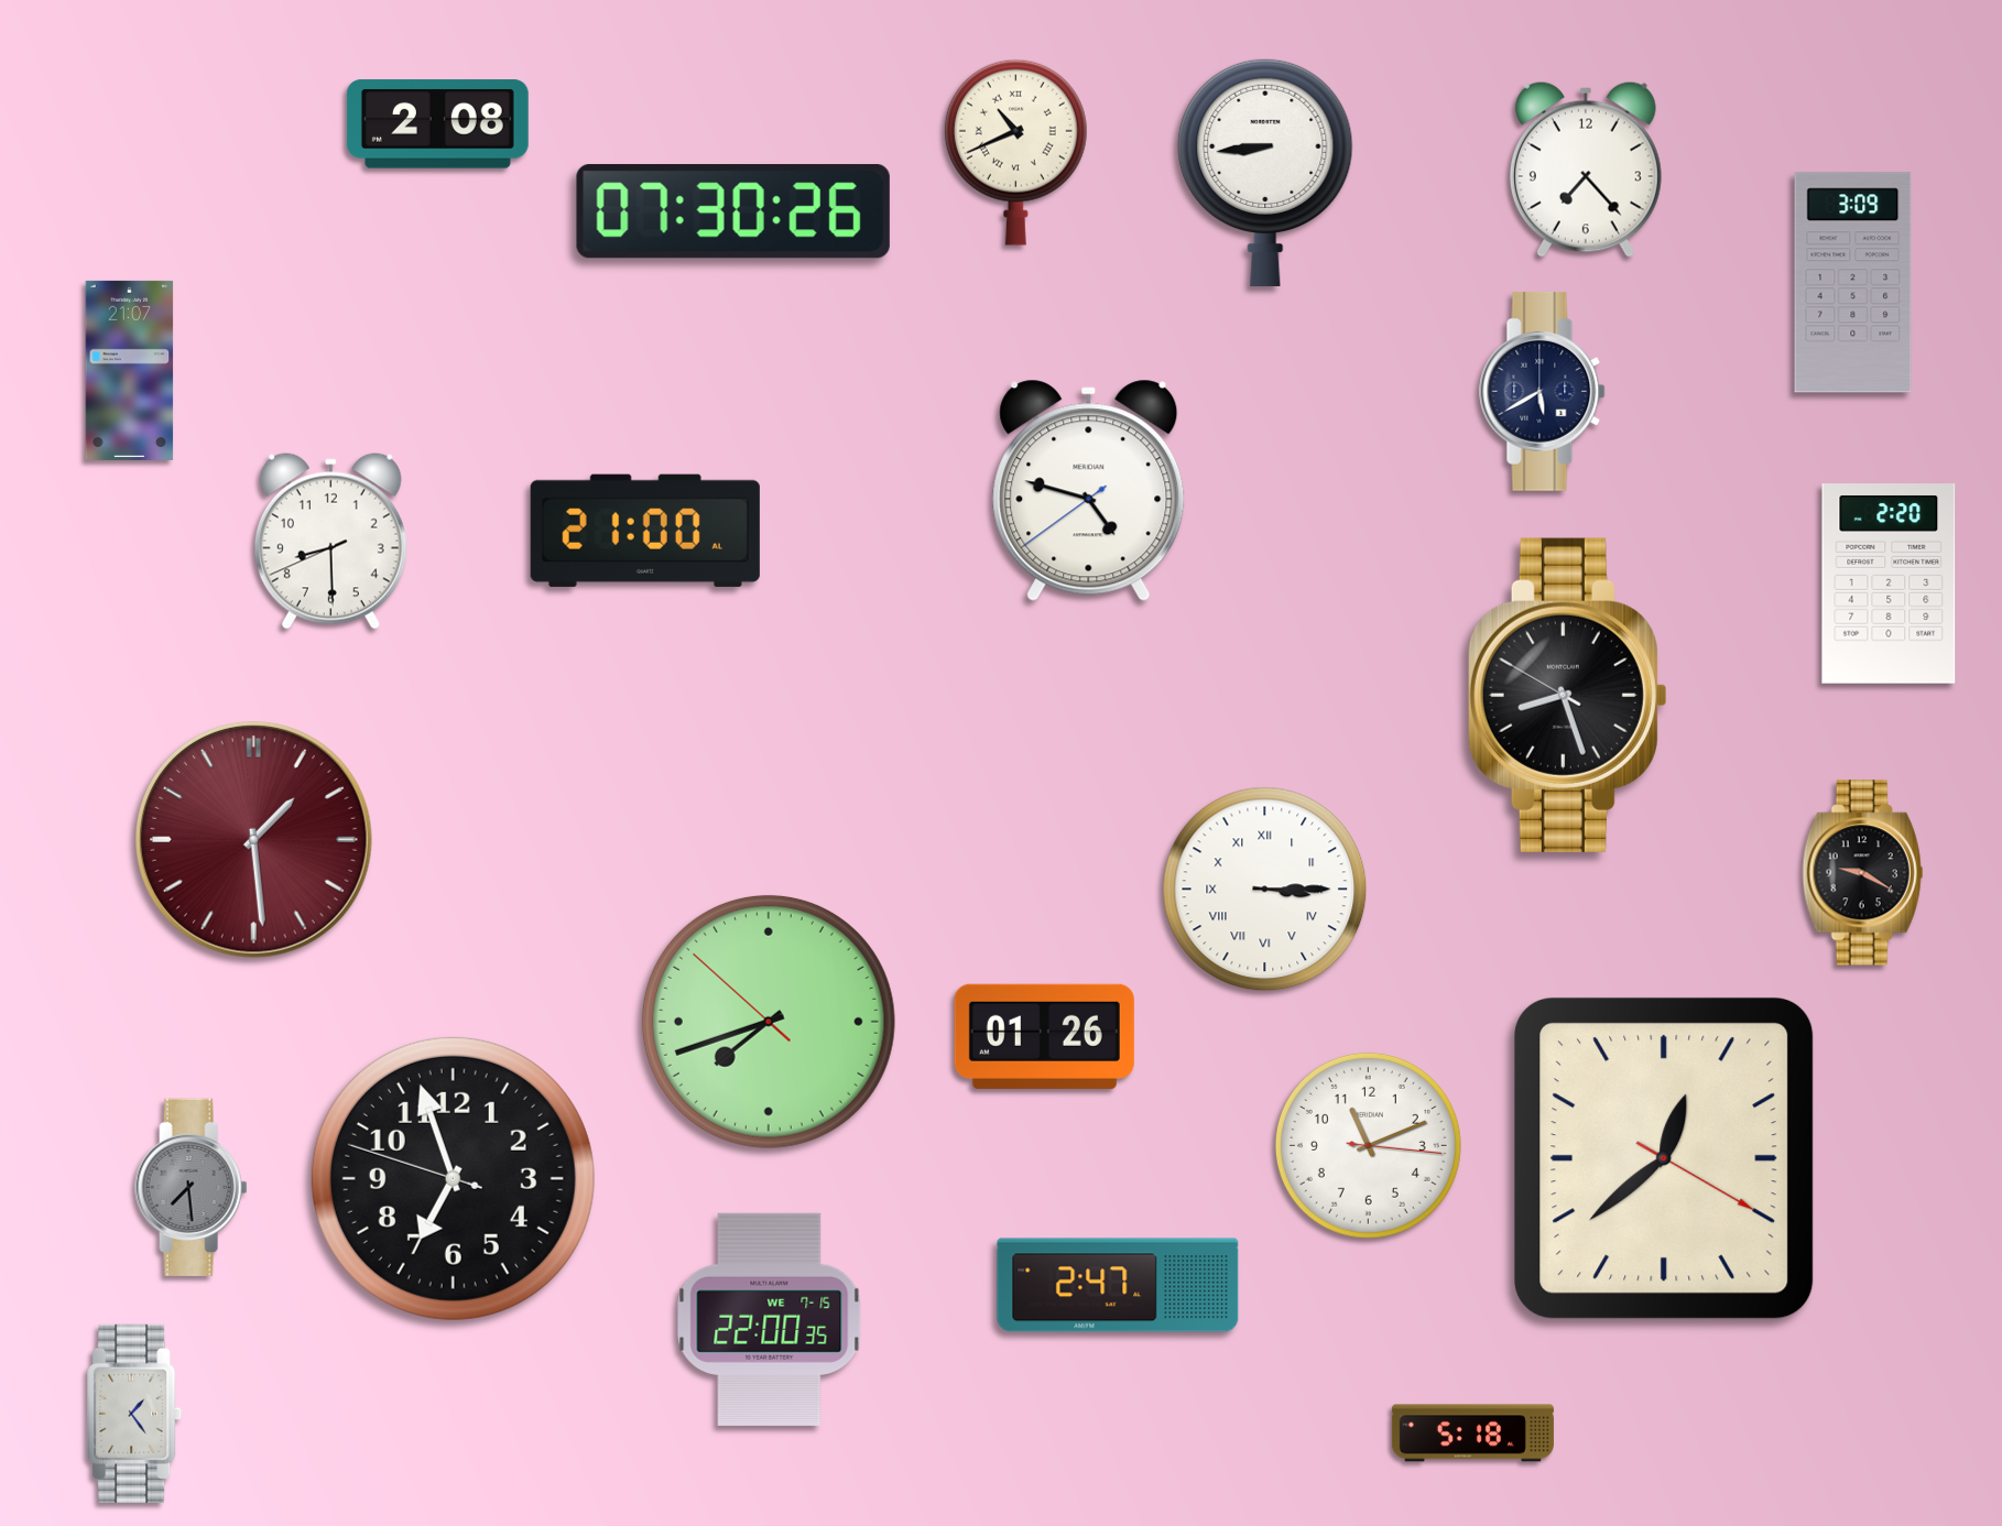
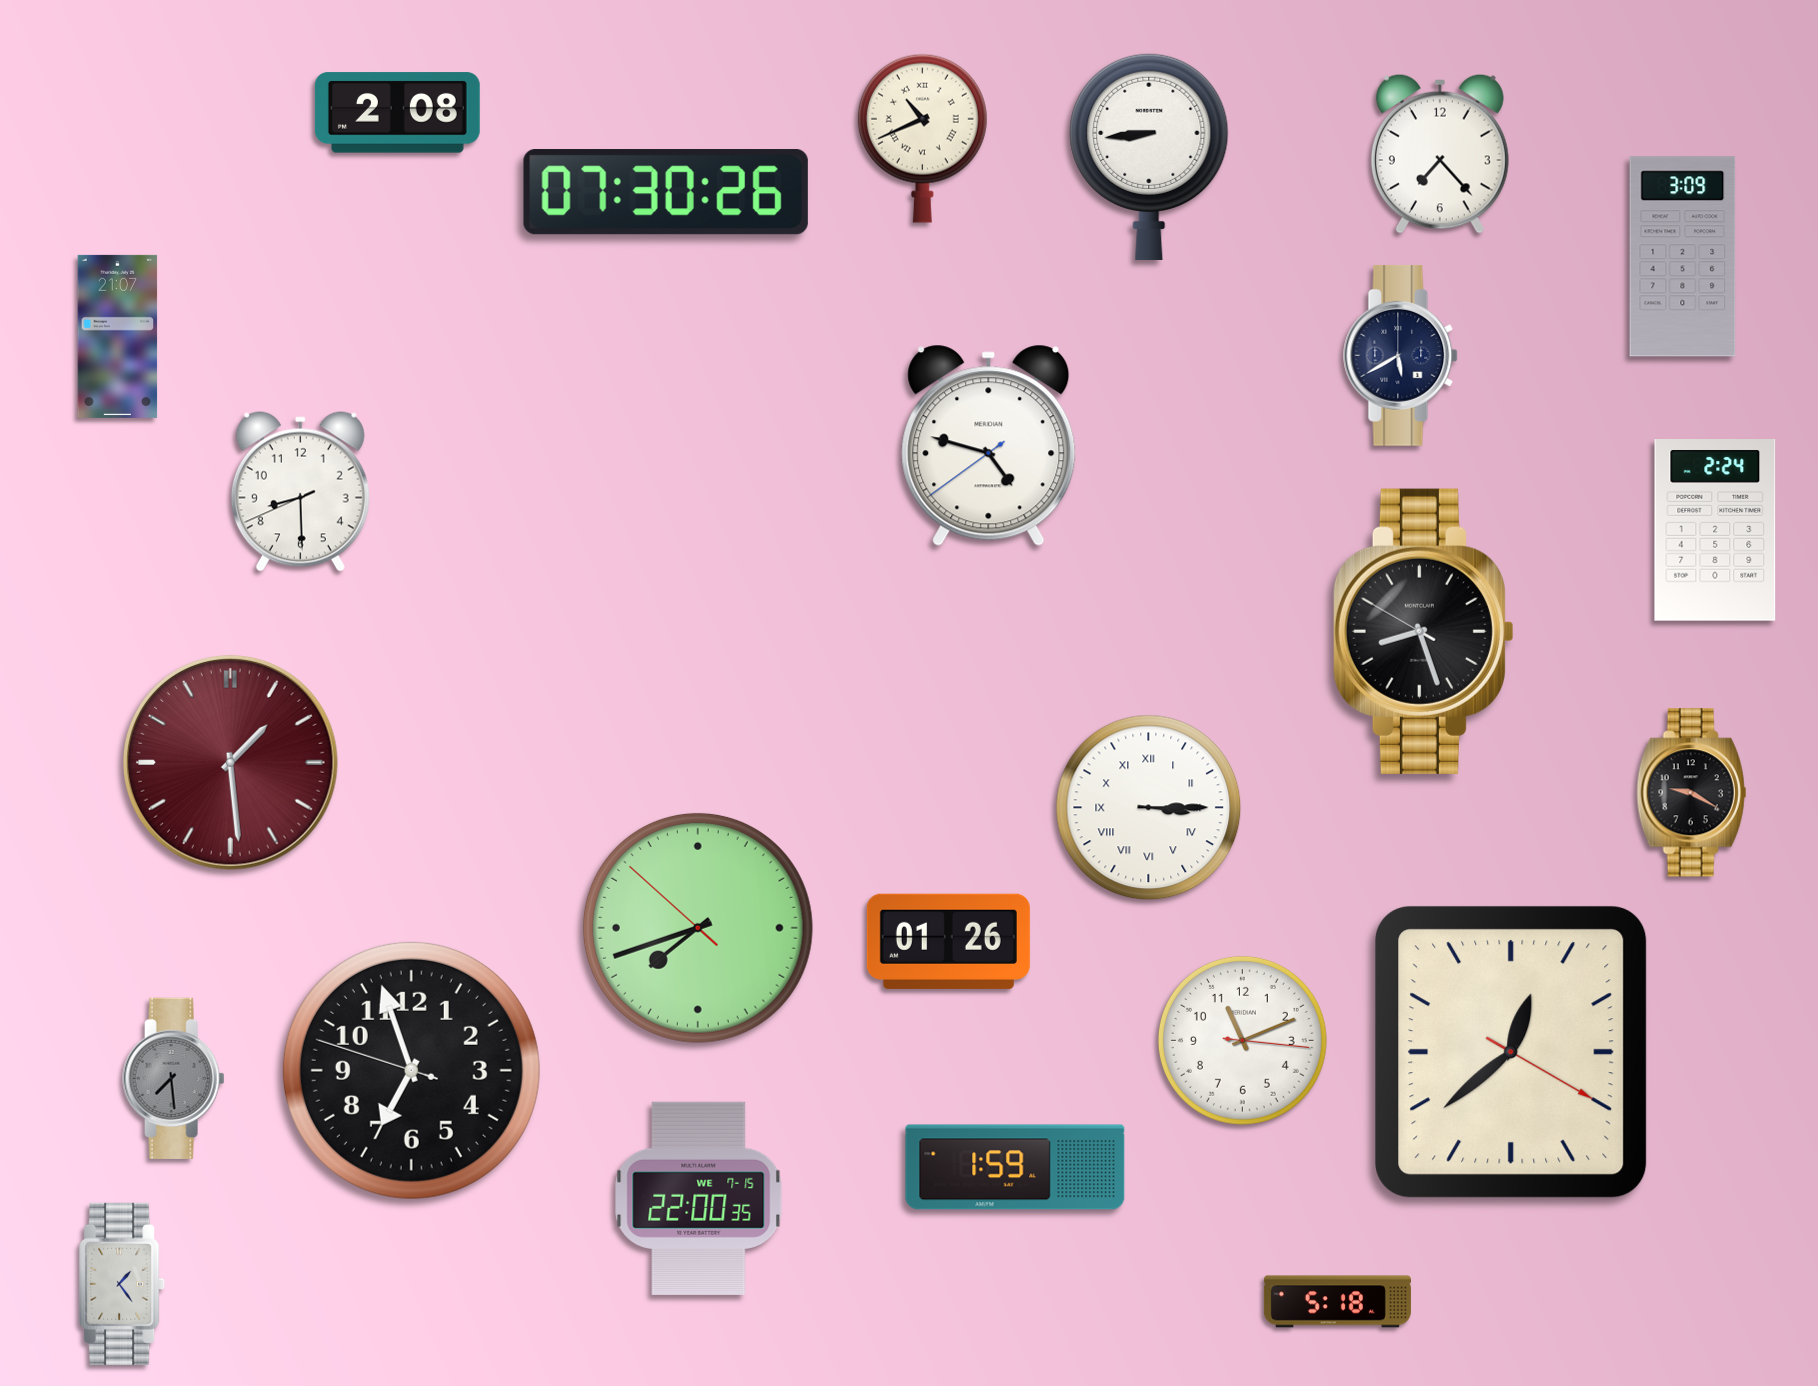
clock at (645, 531): 21:00 -> none
clock at (1889, 584): 2:20 -> 2:24
clock at (1118, 1285): 2:47 -> 1:59
